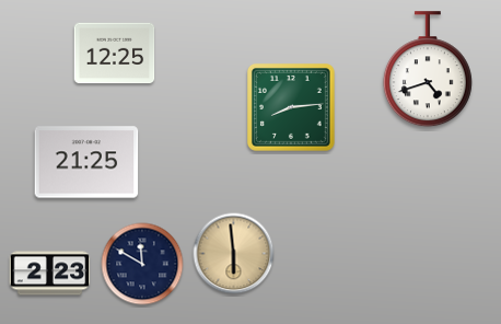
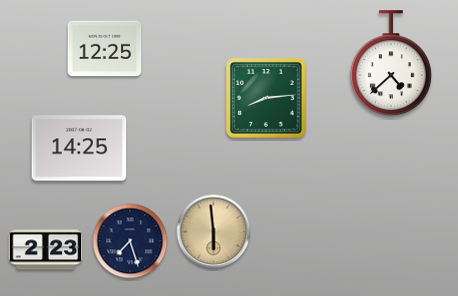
clock at (428, 70): 4:42 -> 4:38
clock at (86, 162): 21:25 -> 14:25
clock at (142, 264): 11:50 -> 7:27
